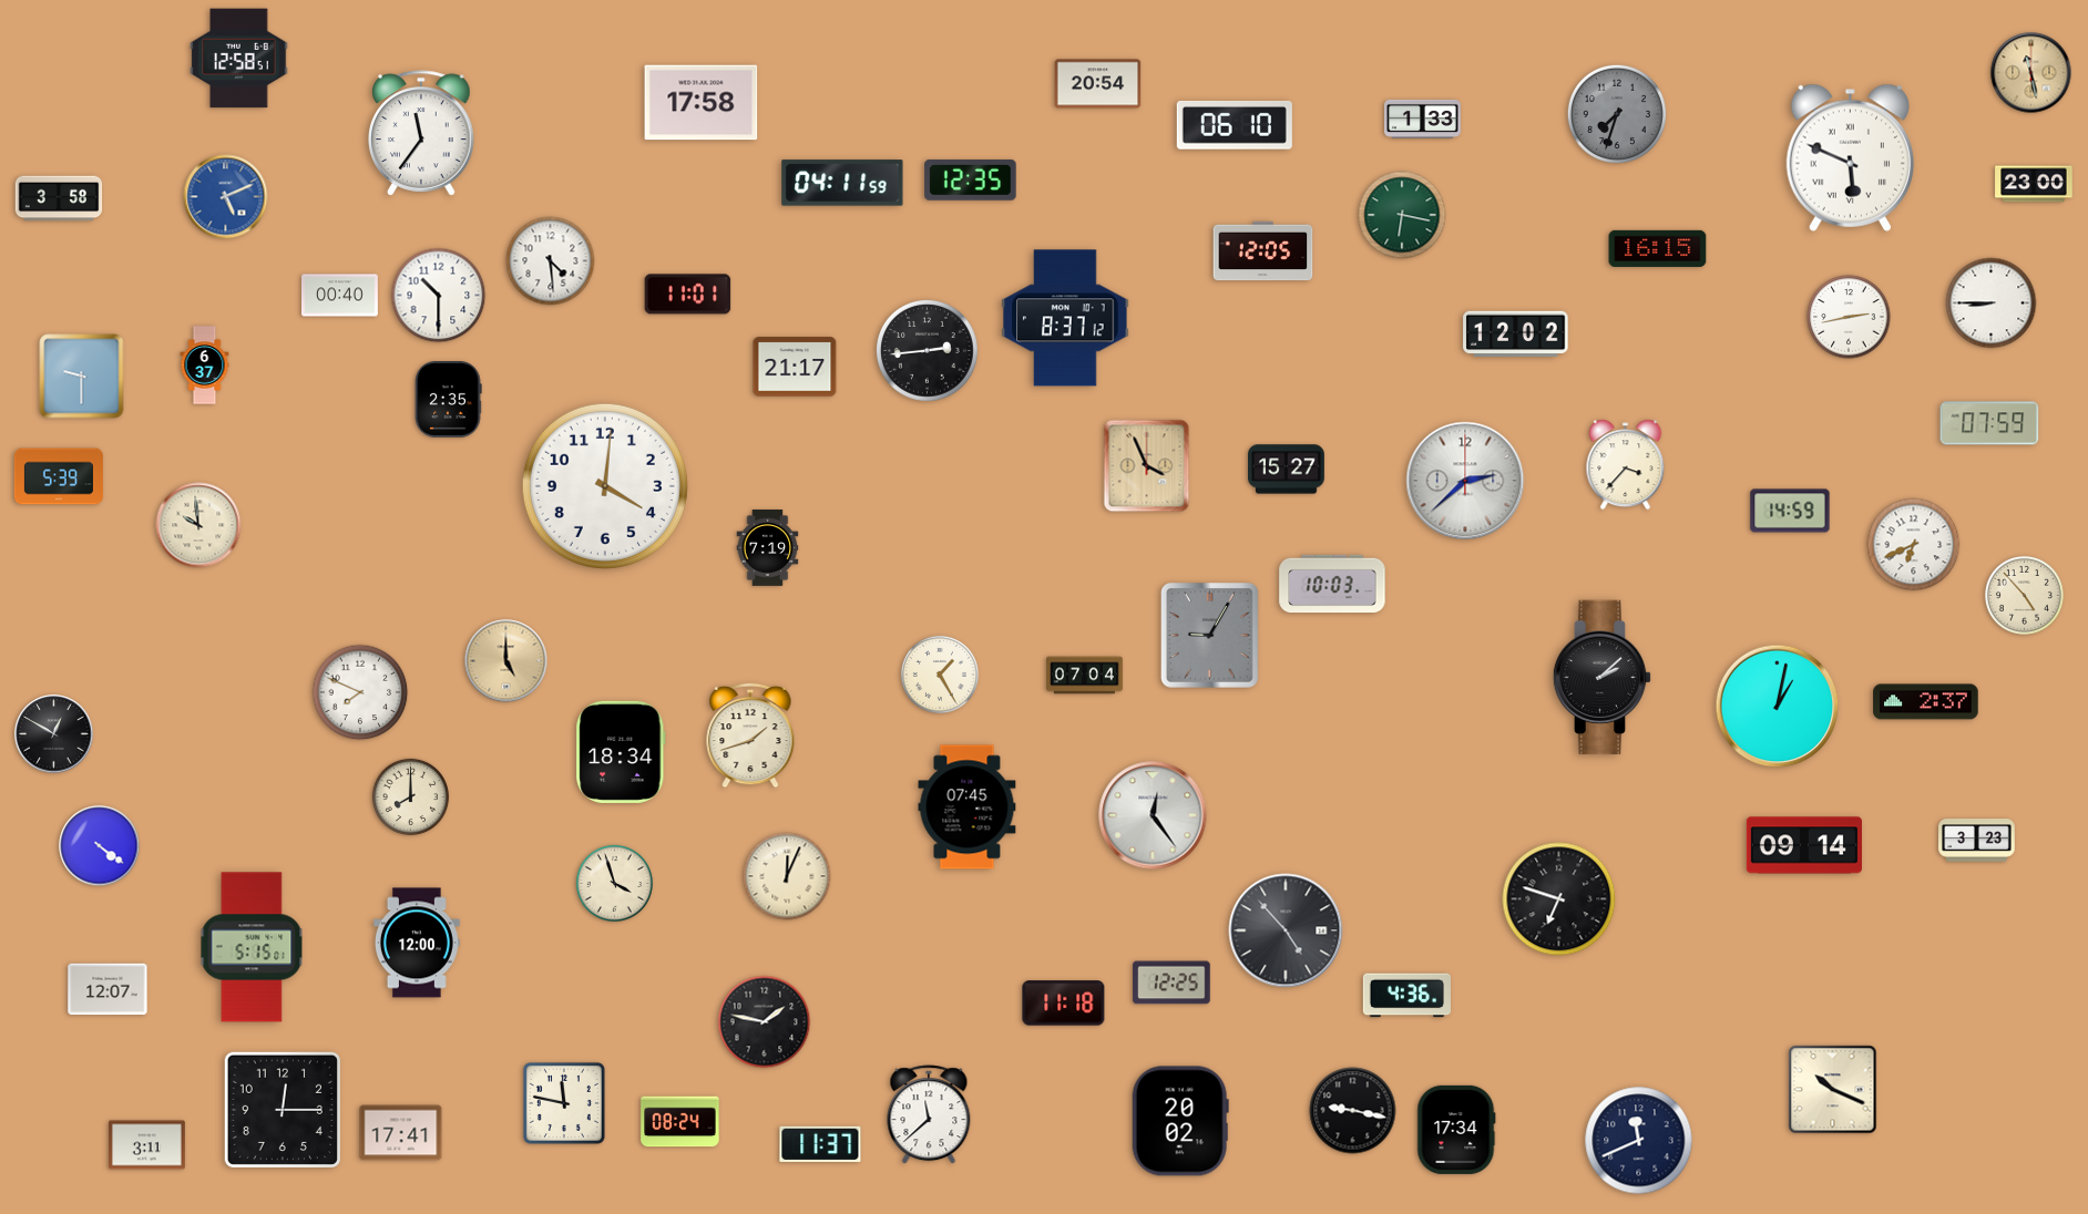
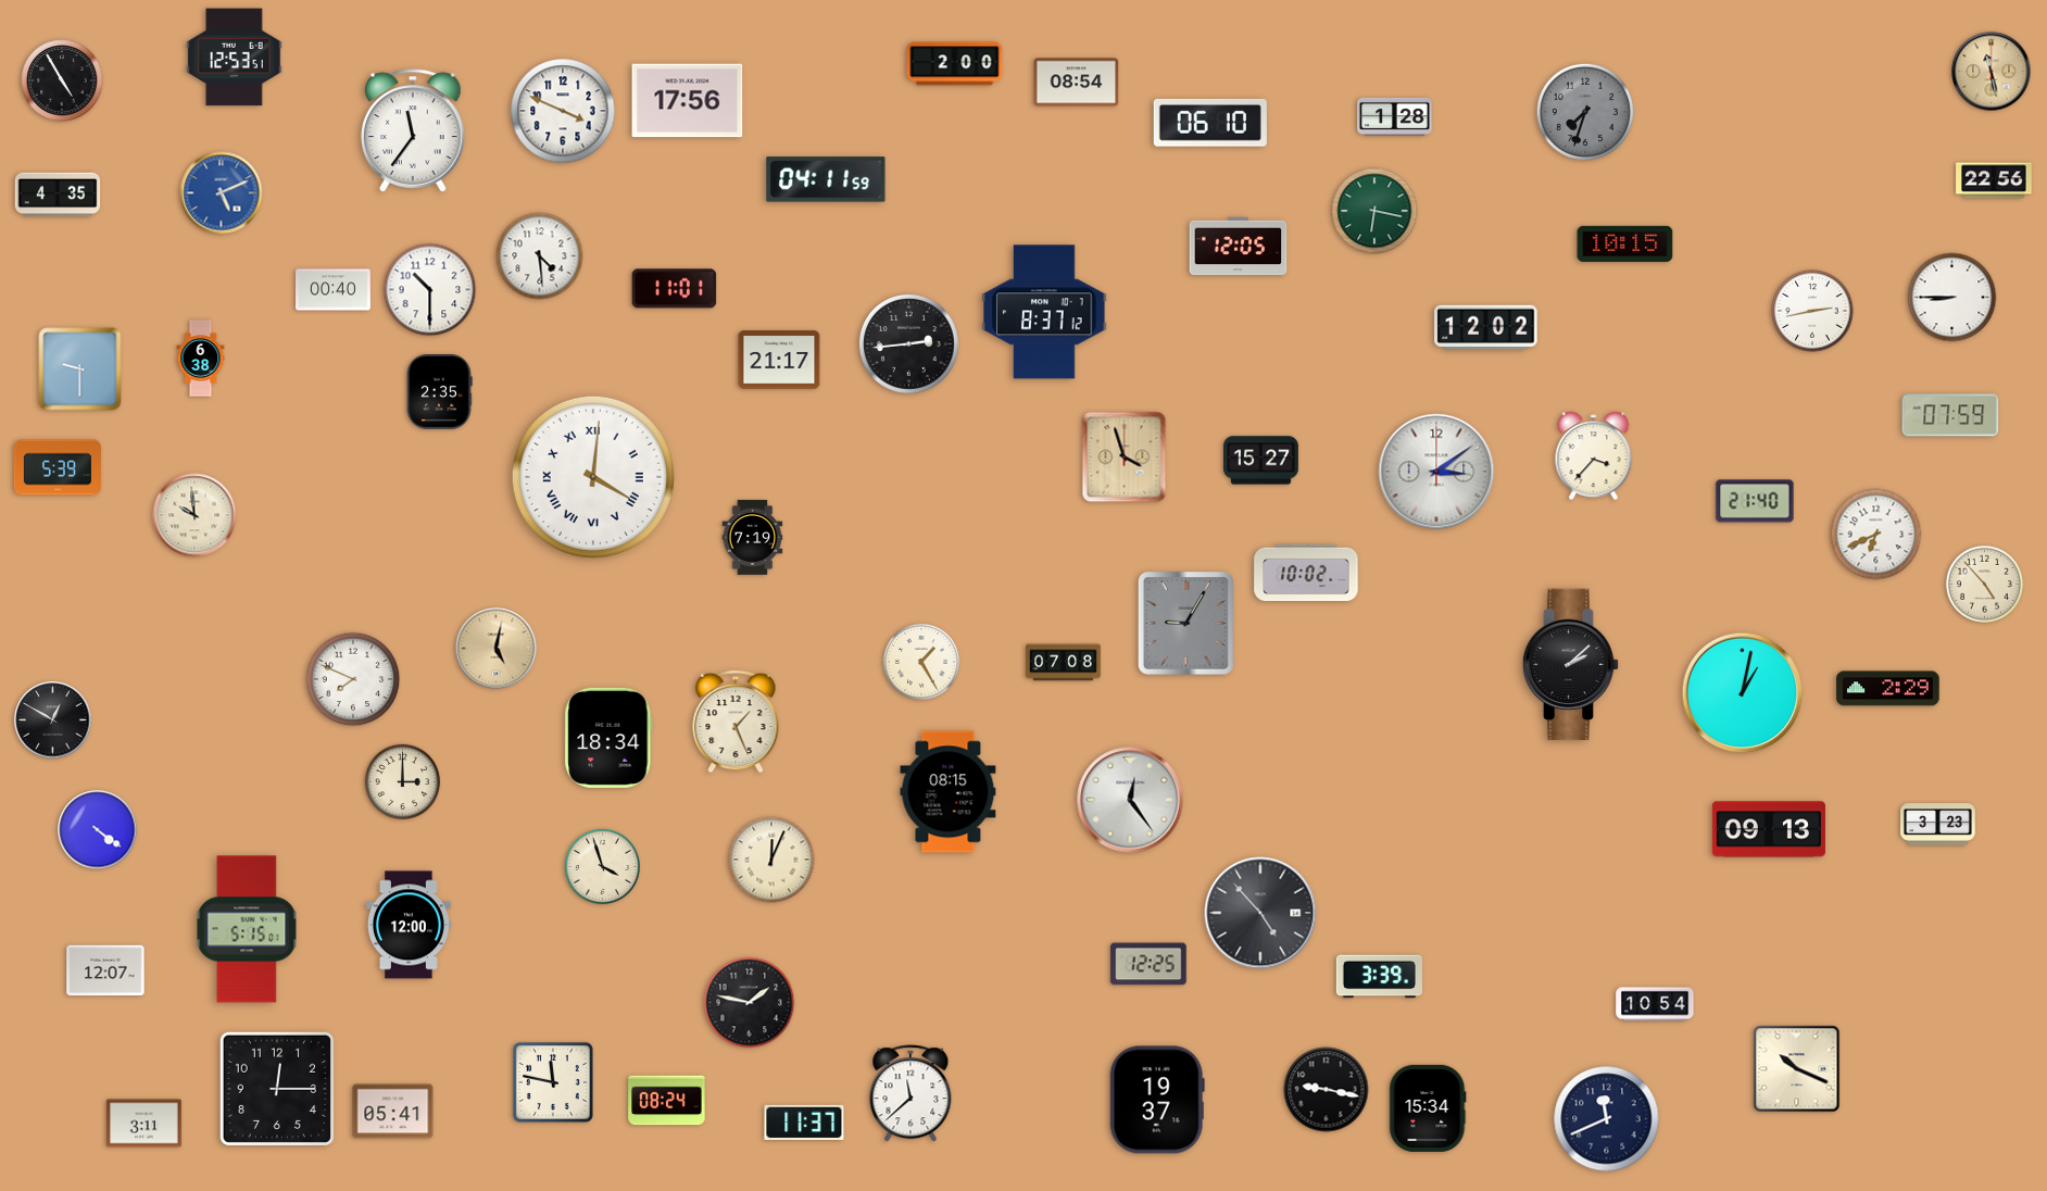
clock at (239, 59): 12:58 -> 12:53
clock at (955, 64): none -> 2:00
clock at (62, 80): none -> 4:55
clock at (1098, 84): 20:54 -> 08:54
clock at (702, 103): 17:58 -> 17:56
clock at (563, 111): none -> 3:49
clock at (1423, 119): 1:33 -> 1:28
clock at (1850, 157): 5:49 -> none
clock at (971, 181): 12:35 -> none
clock at (2034, 184): 23:00 -> 22:56
clock at (59, 198): 3:58 -> 4:35
clock at (1658, 248): 16:15 -> 10:15
clock at (205, 366): 6:37 -> 6:38
clock at (1147, 466): 3:56 -> 3:57
clock at (1465, 481): 2:38 -> 3:09
clock at (605, 486) numerals: Arabic -> Roman
clock at (1790, 511): 14:59 -> 21:40
clock at (1332, 584): 10:03 -> 10:02
clock at (506, 661): 5:00 -> 5:02
clock at (1085, 676): 07:04 -> 07:08
clock at (1926, 702): 2:37 -> 2:29
clock at (750, 735): 1:42 -> 1:26
clock at (410, 796): 8:00 -> 3:00
clock at (968, 807): 07:45 -> 08:15
clock at (1804, 845): 09:14 -> 09:13
clock at (1559, 899): 6:48 -> none
clock at (1406, 996): 4:36 -> 3:39
clock at (1064, 1004): 11:18 -> none
clock at (1655, 1004): none -> 10:54
clock at (1180, 1121): 20:02 -> 19:37
clock at (1456, 1130): 17:34 -> 15:34
clock at (401, 1133): 17:41 -> 05:41
